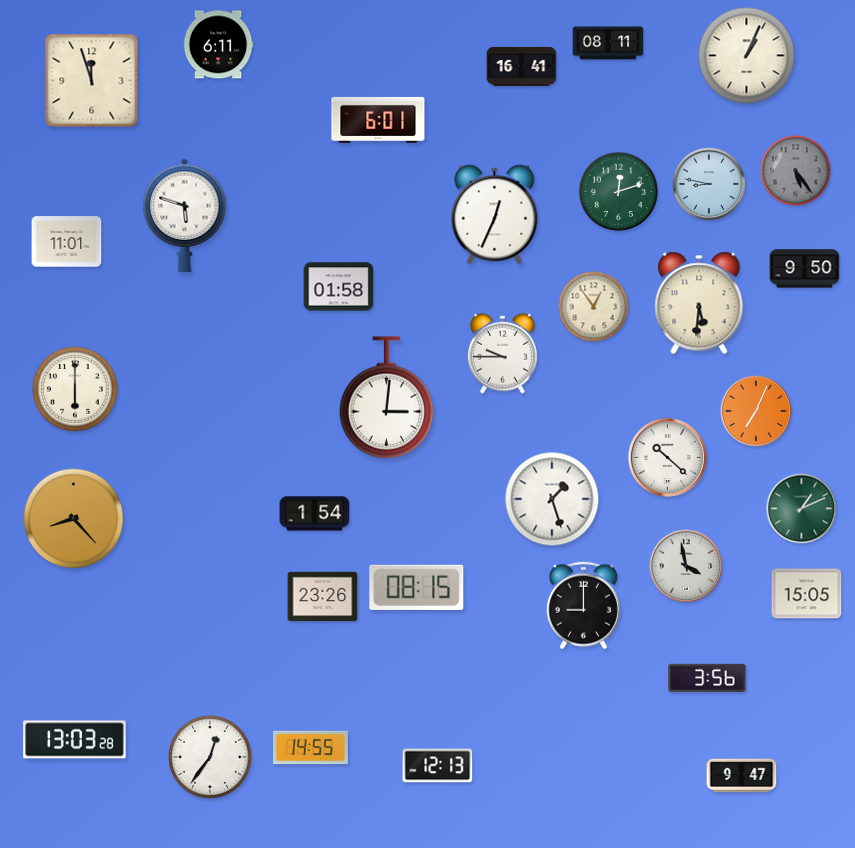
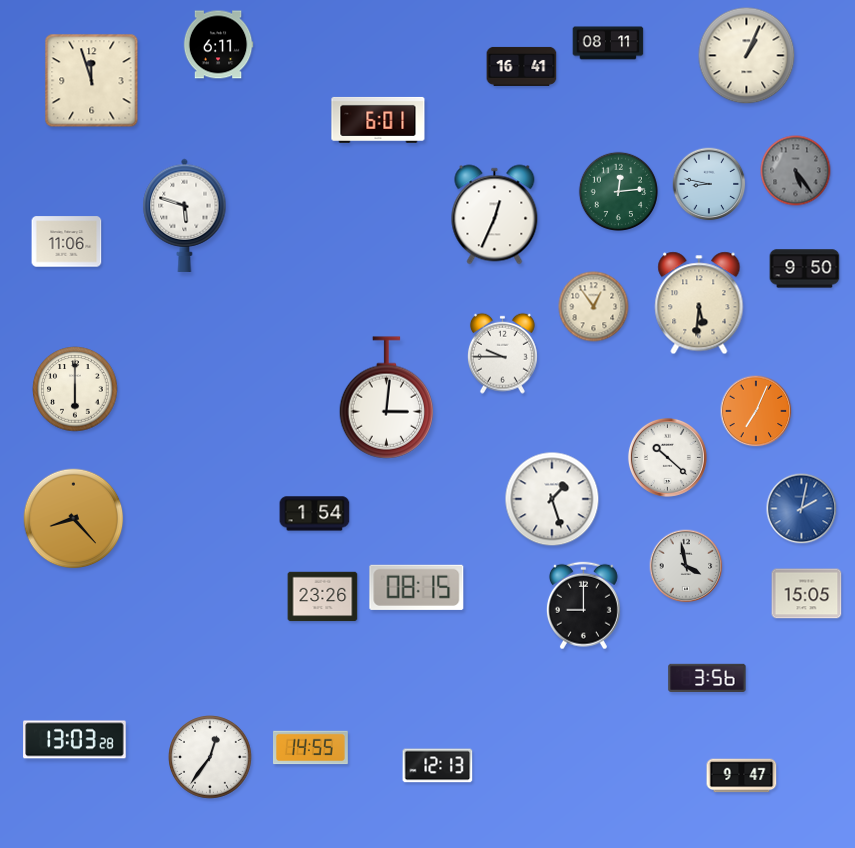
clock at (618, 191): 12:12 -> 12:14
clock at (67, 242): 11:01 -> 11:06
clock at (339, 287): 01:58 -> none
clock at (802, 509): 1:11 -> 2:02
clock at (802, 509) dial: green -> blue
